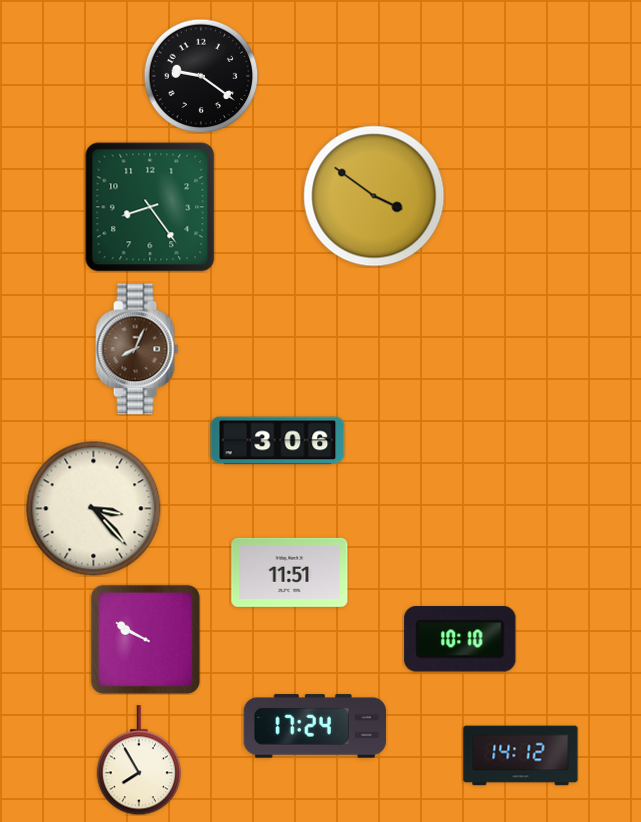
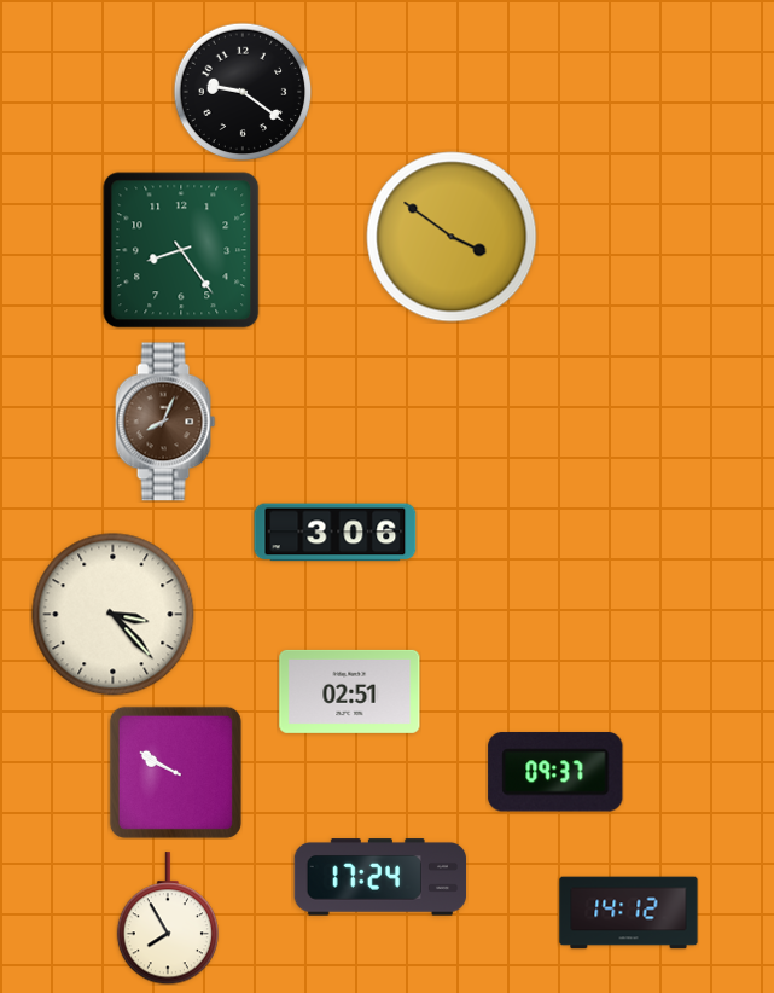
clock at (290, 572): 11:51 -> 02:51
clock at (460, 639): 10:10 -> 09:37
